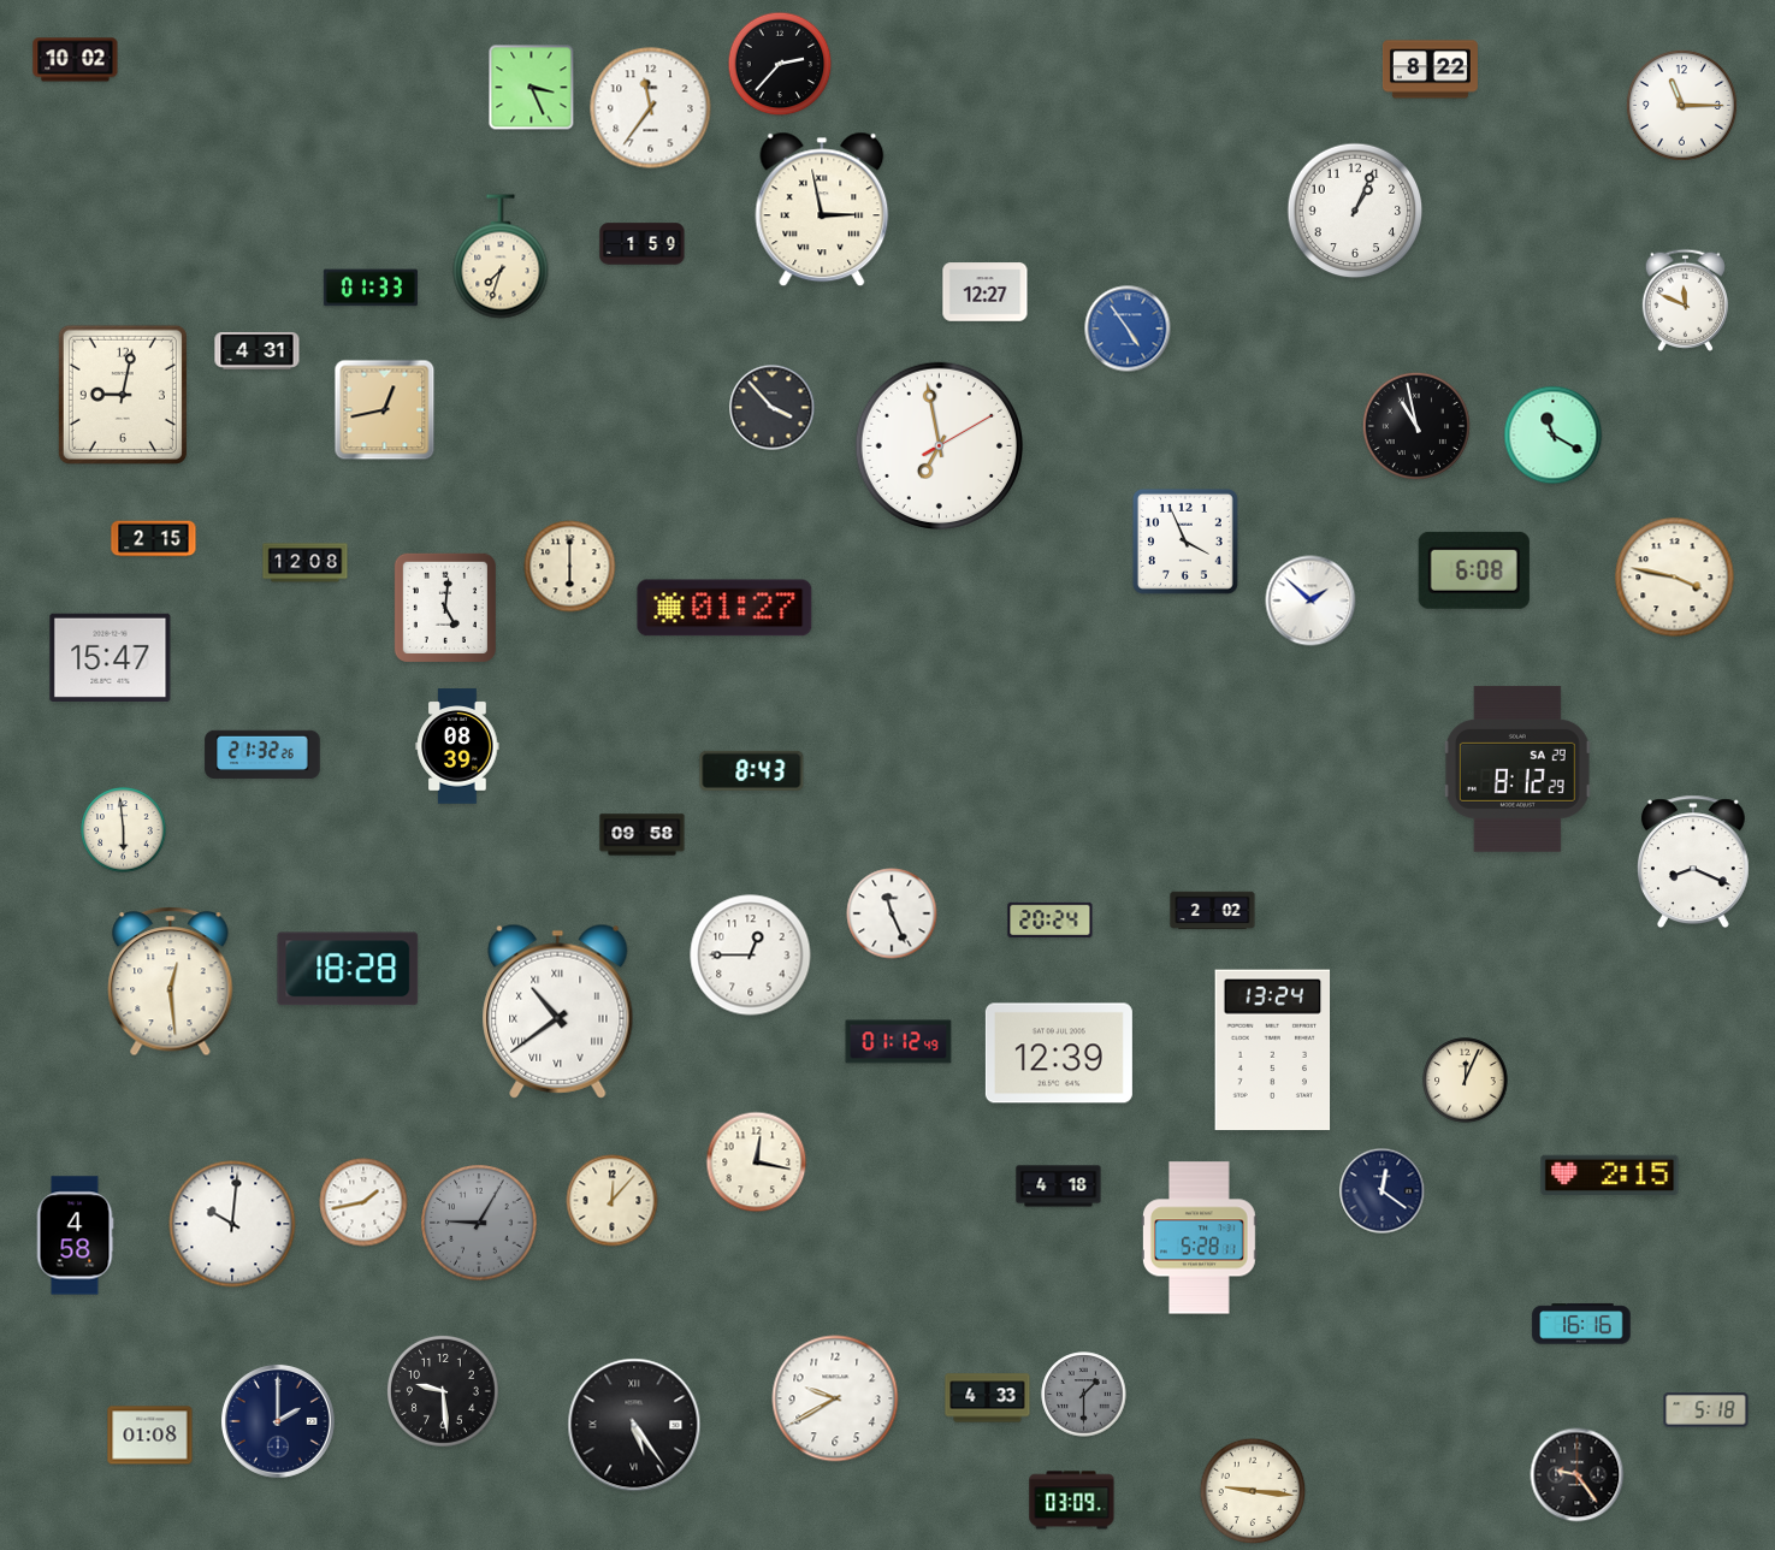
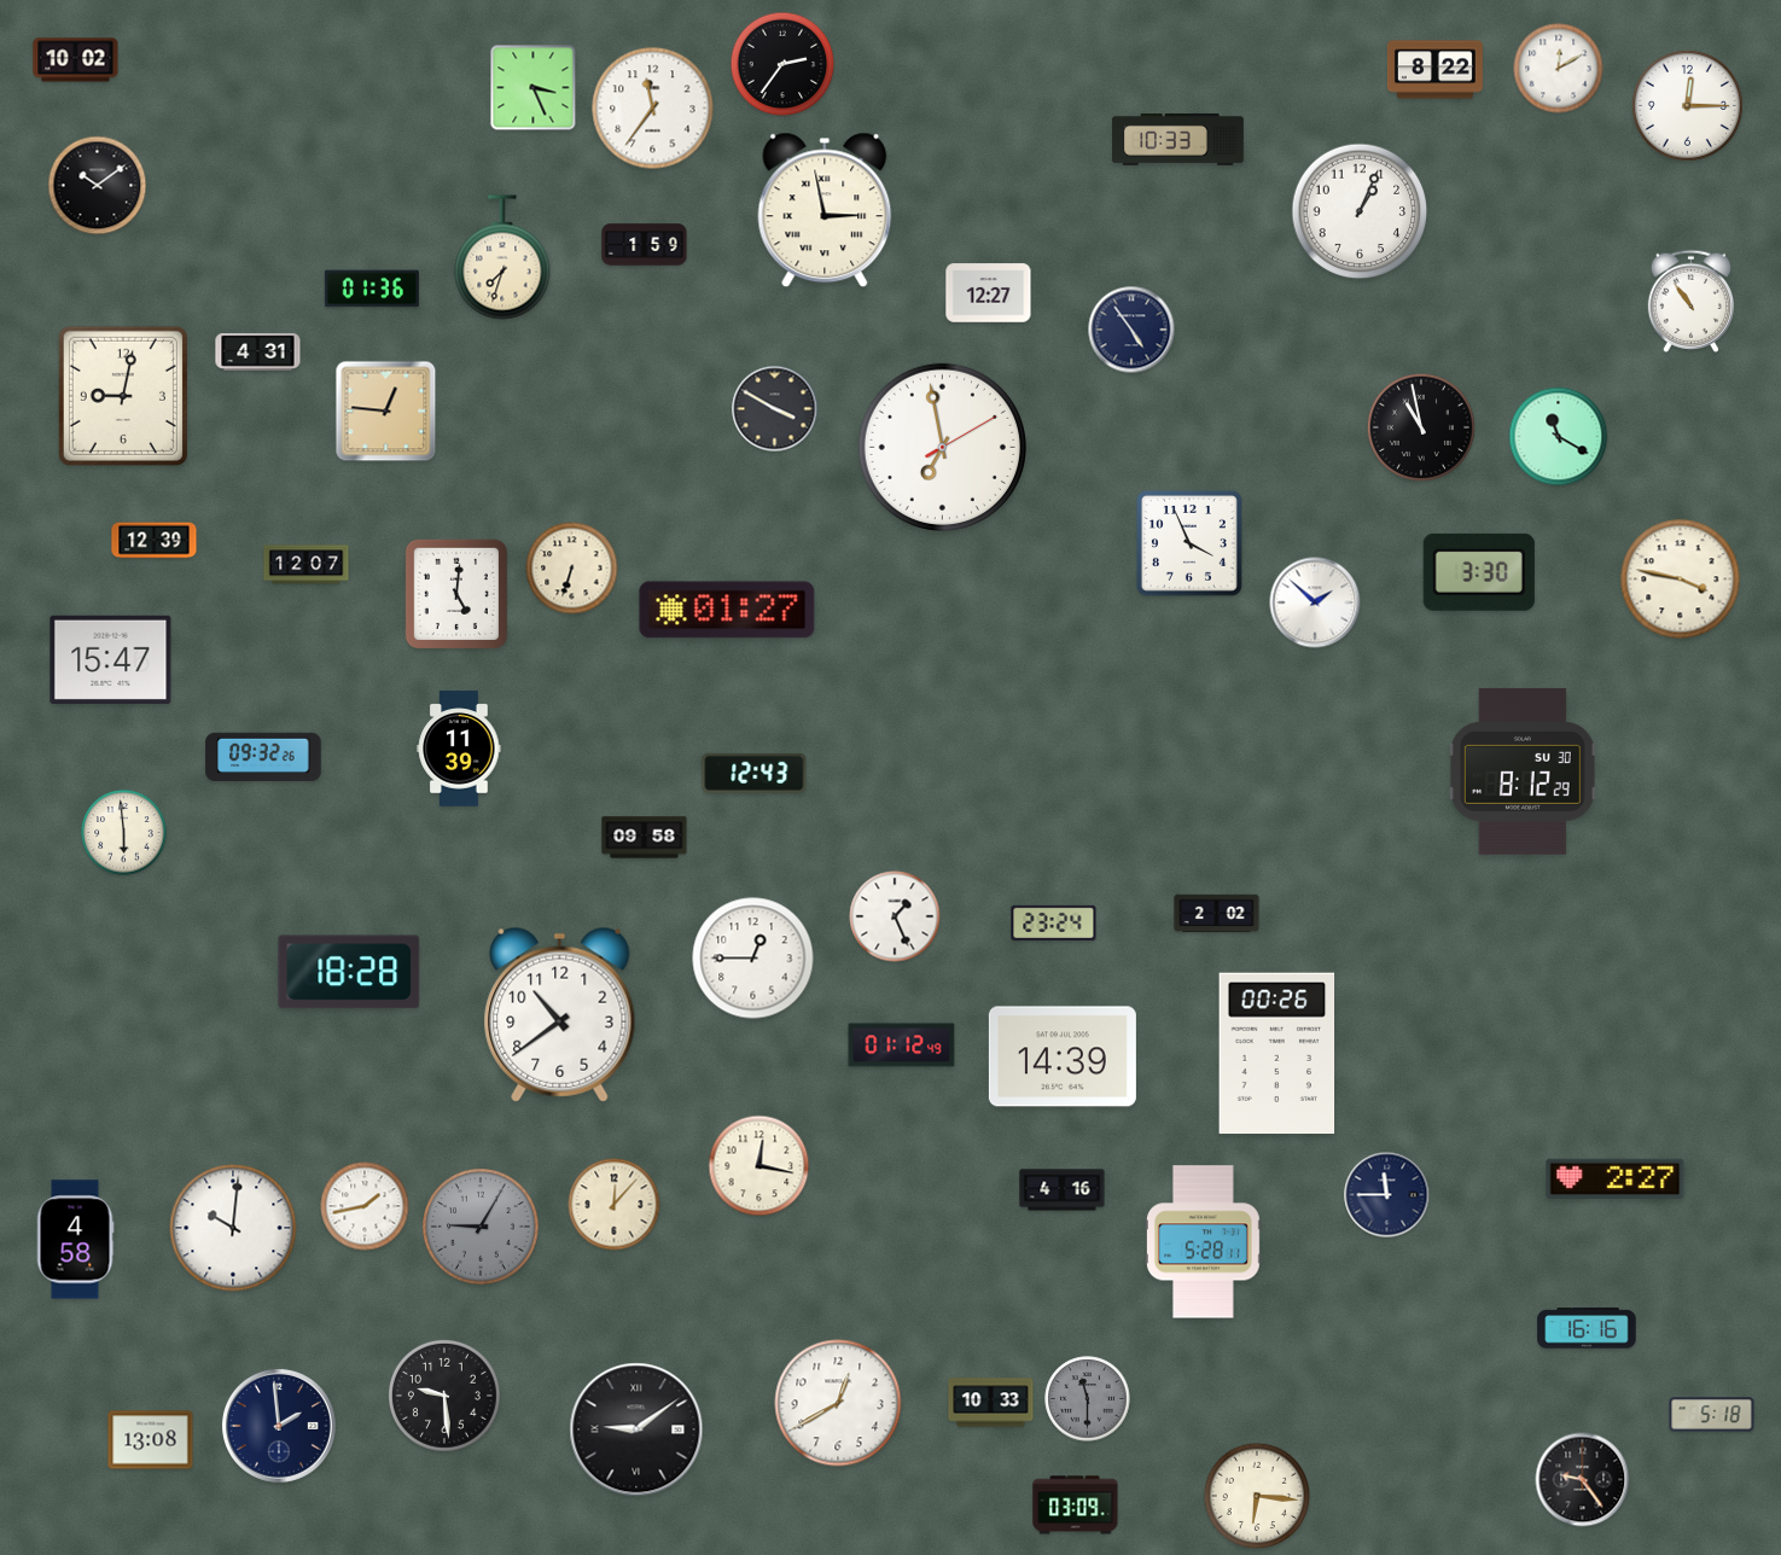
clock at (780, 64): 2:37 -> 2:36
clock at (1559, 69): none -> 12:10
clock at (1681, 105): 11:15 -> 12:15
clock at (1178, 139): none -> 10:33
clock at (98, 186): none -> 10:09
clock at (371, 288): 01:33 -> 01:36
clock at (1685, 300): 11:49 -> 10:54
clock at (1128, 329) dial: blue -> navy
clock at (773, 408): 3:53 -> 3:50
clock at (385, 410): 12:43 -> 12:46
clock at (154, 539): 2:15 -> 12:39
clock at (306, 563): 12:08 -> 12:07
clock at (570, 567): 6:00 -> 6:33
clock at (1474, 570): 6:08 -> 3:30
clock at (445, 608) position: (445, 608) -> (456, 594)
clock at (457, 746): 08:39 -> 11:39
clock at (262, 755): 21:32 -> 09:32
clock at (1517, 769) date: SA 29 -> SU 30
clock at (752, 770): 8:43 -> 12:43
clock at (1693, 862): 8:19 -> none
clock at (892, 913): 11:26 -> 1:26
clock at (1051, 919): 20:24 -> 23:24
clock at (171, 982): 12:29 -> none
clock at (558, 1011) numerals: Roman -> Arabic
clock at (1273, 1051): 13:24 -> 00:26
clock at (1059, 1053): 12:39 -> 14:39
clock at (1466, 1081): 12:04 -> none
clock at (1610, 1176): 2:15 -> 2:27
clock at (1059, 1187): 4:18 -> 4:16
clock at (1383, 1191): 12:21 -> 11:45
clock at (1084, 1395): 1:30 -> 11:30
clock at (835, 1398): 9:40 -> 12:40
clock at (988, 1398): 4:33 -> 10:33
clock at (278, 1421): 2:00 -> 1:59
clock at (634, 1425): 5:24 -> 9:09
clock at (150, 1436): 01:08 -> 13:08
clock at (1253, 1491): 9:16 -> 6:16
